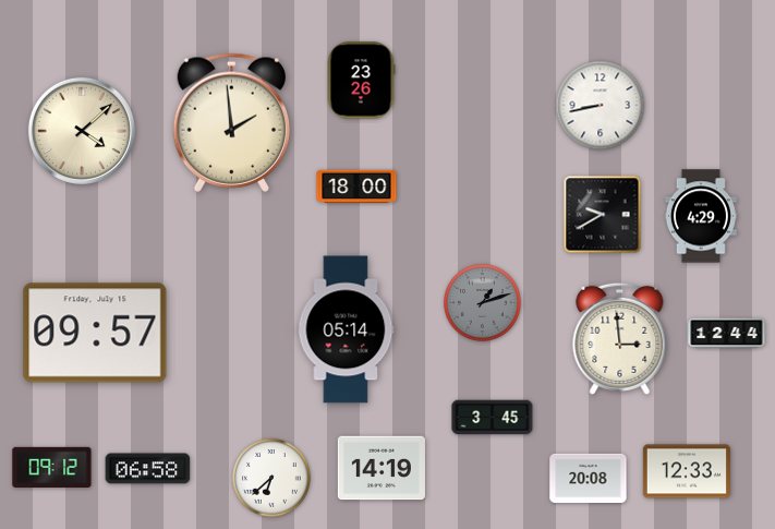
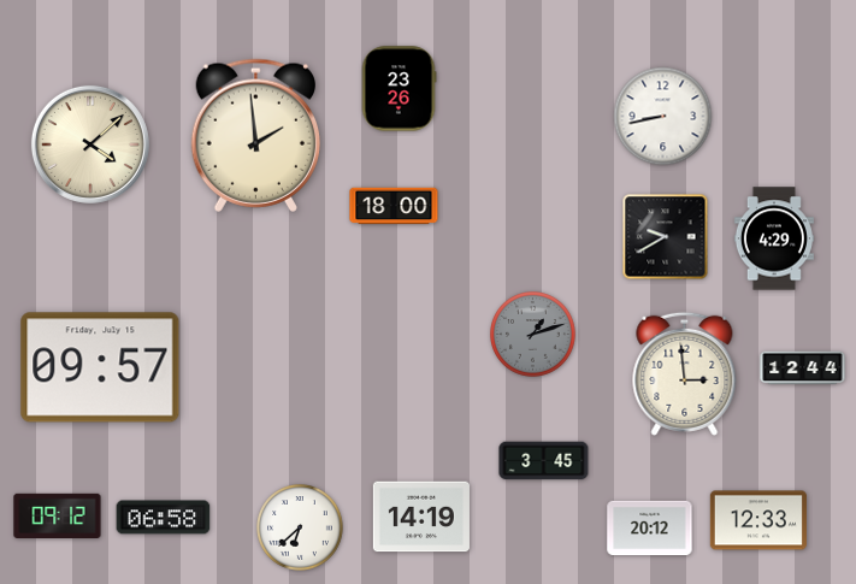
clock at (346, 329): 05:14 -> none
clock at (95, 333) position: (95, 333) -> (100, 367)
clock at (589, 479): 20:08 -> 20:12
